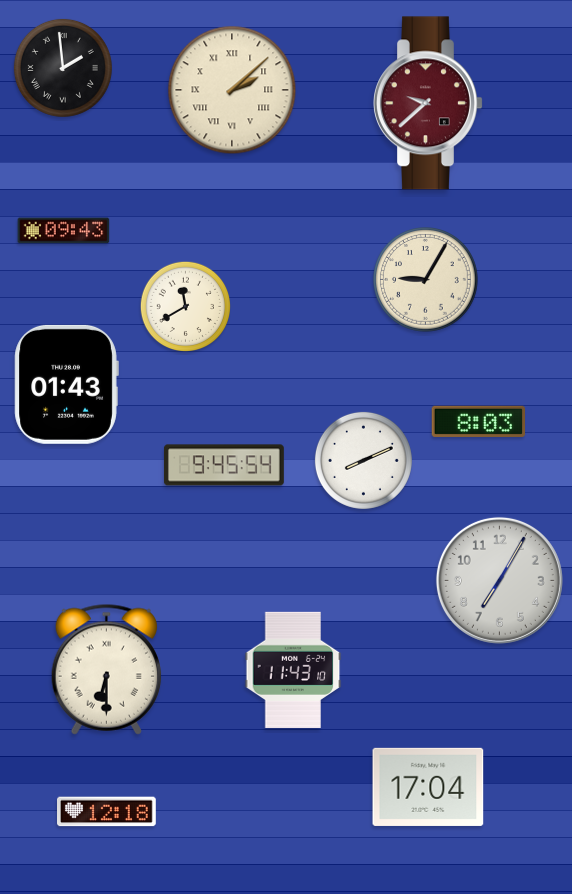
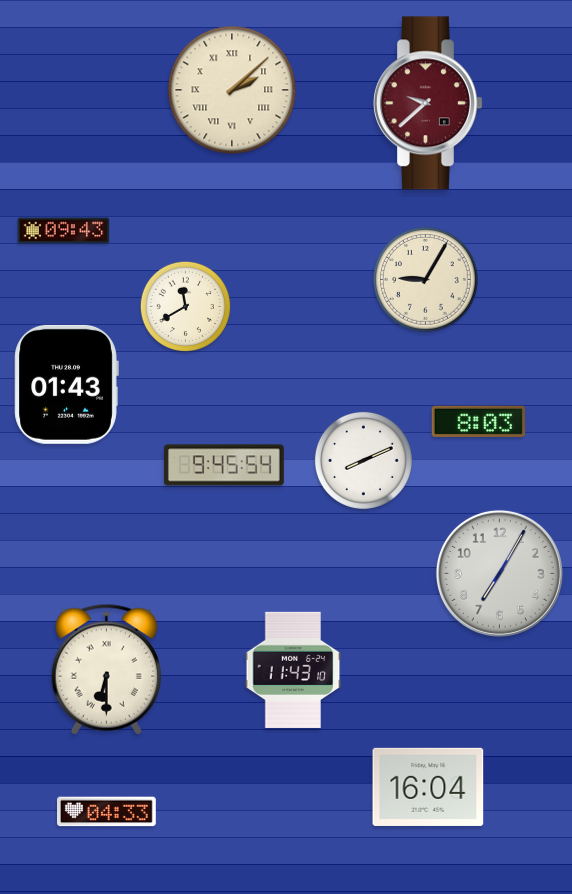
clock at (63, 68): 1:59 -> none
clock at (499, 580) position: (499, 580) -> (499, 573)
clock at (428, 787): 17:04 -> 16:04
clock at (107, 812): 12:18 -> 04:33
